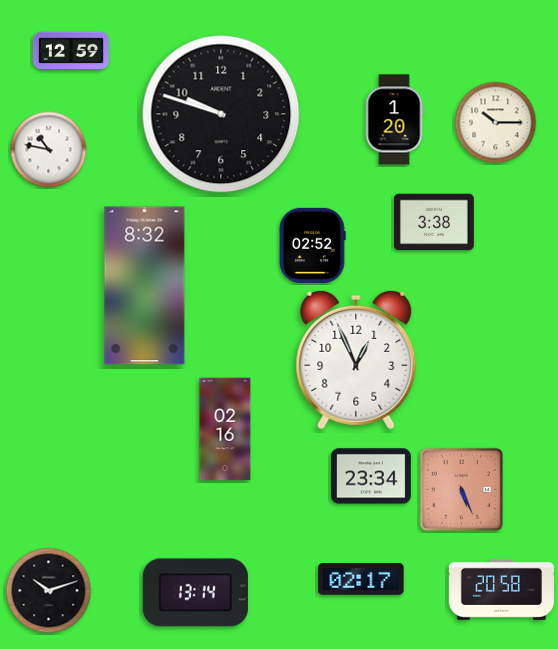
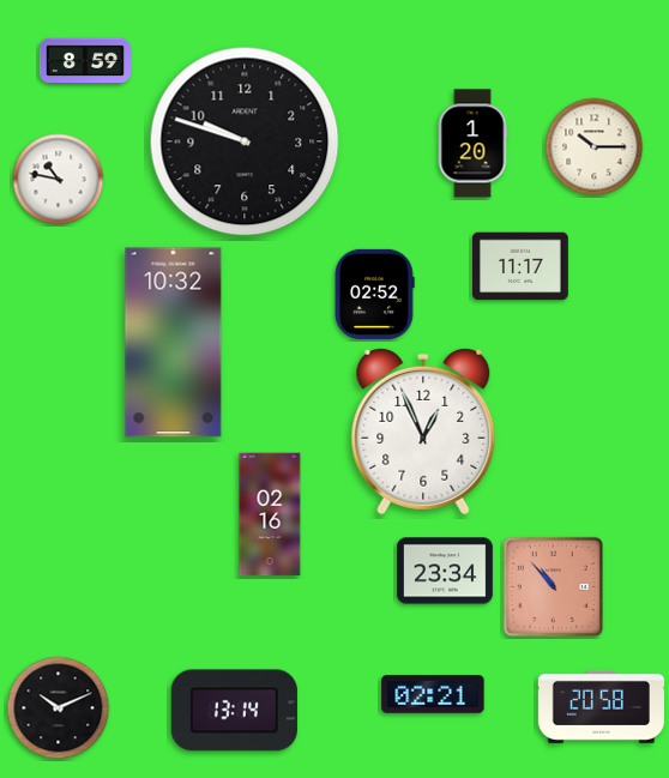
clock at (71, 51): 12:59 -> 8:59
clock at (221, 114) position: (221, 114) -> (245, 141)
clock at (435, 222): 3:38 -> 11:17
clock at (145, 286): 8:32 -> 10:32
clock at (356, 360) position: (356, 360) -> (423, 432)
clock at (461, 489): 5:26 -> 10:53
clock at (361, 580): 02:17 -> 02:21
clock at (49, 591): 10:12 -> 10:11
